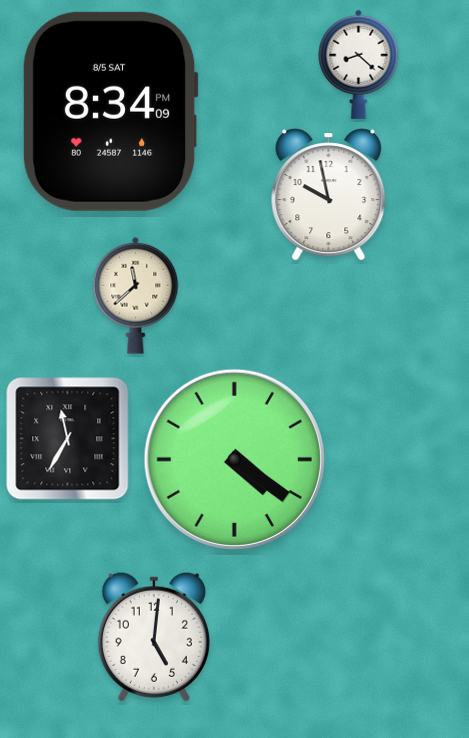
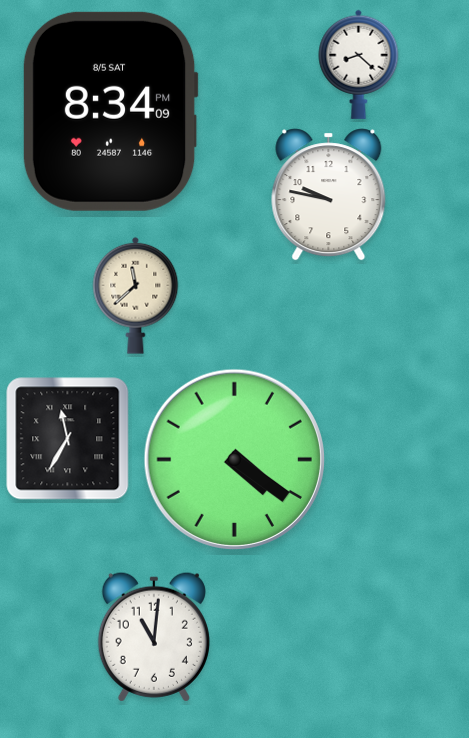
clock at (329, 195): 9:58 -> 9:47
clock at (154, 637): 5:01 -> 11:01
